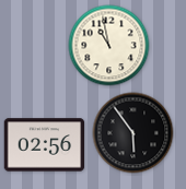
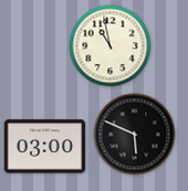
clock at (133, 133): 5:54 -> 5:49
clock at (45, 145): 02:56 -> 03:00
